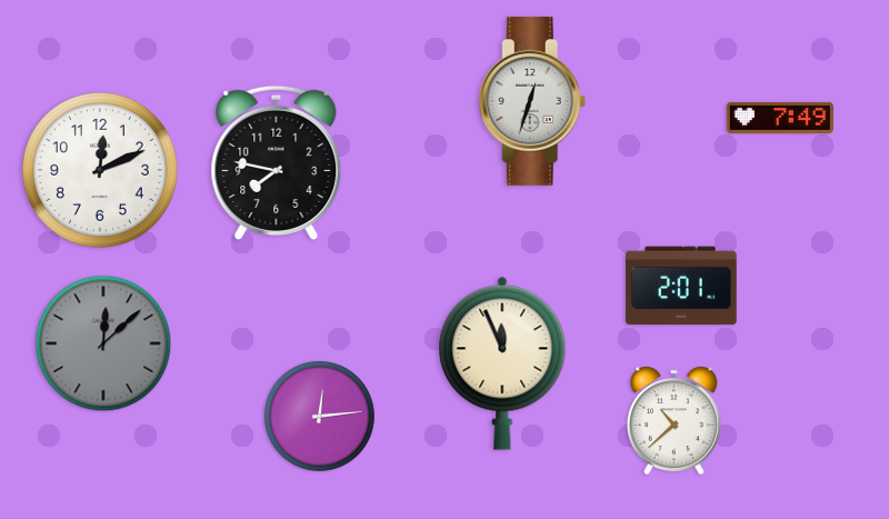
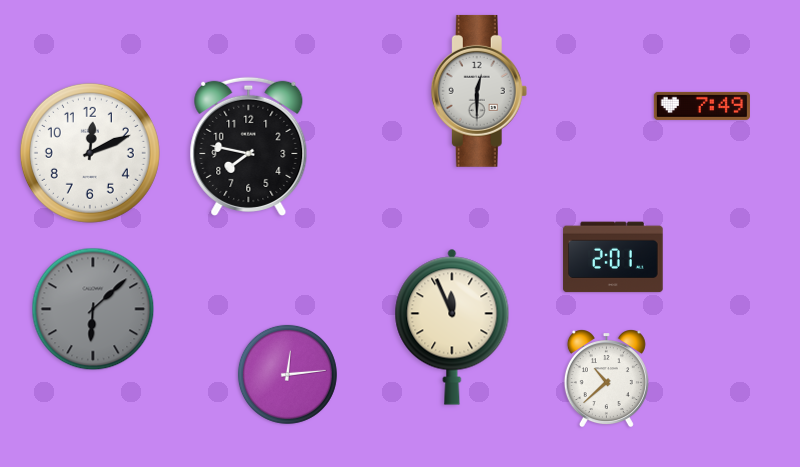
clock at (532, 101): 12:33 -> 12:30
clock at (103, 343): 12:08 -> 6:08
